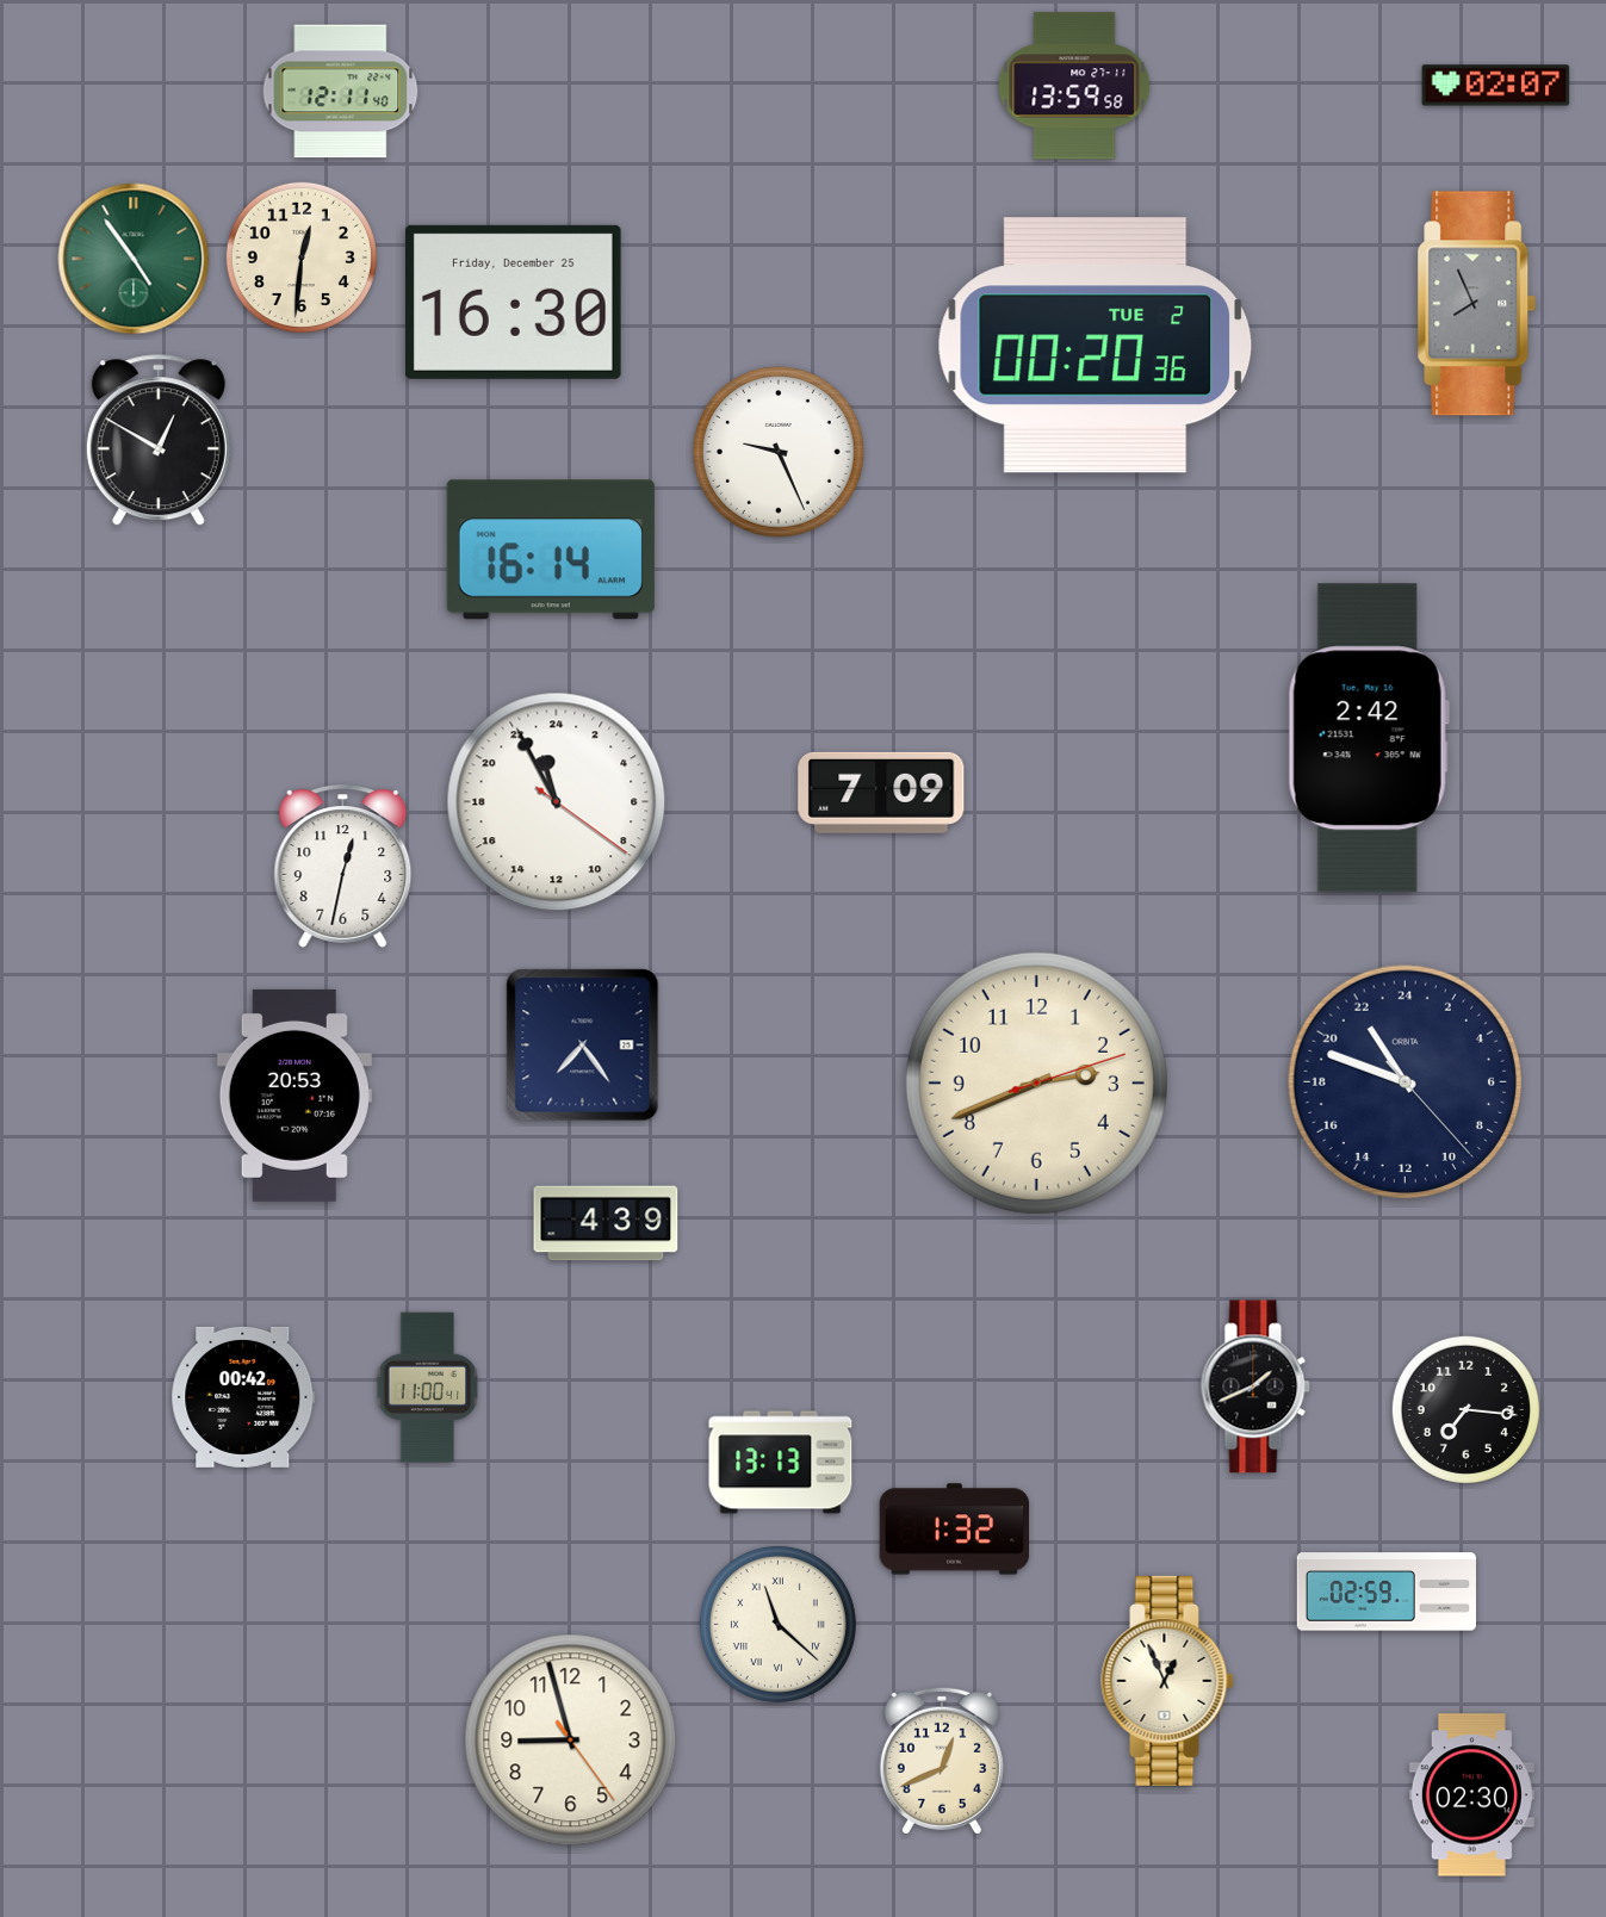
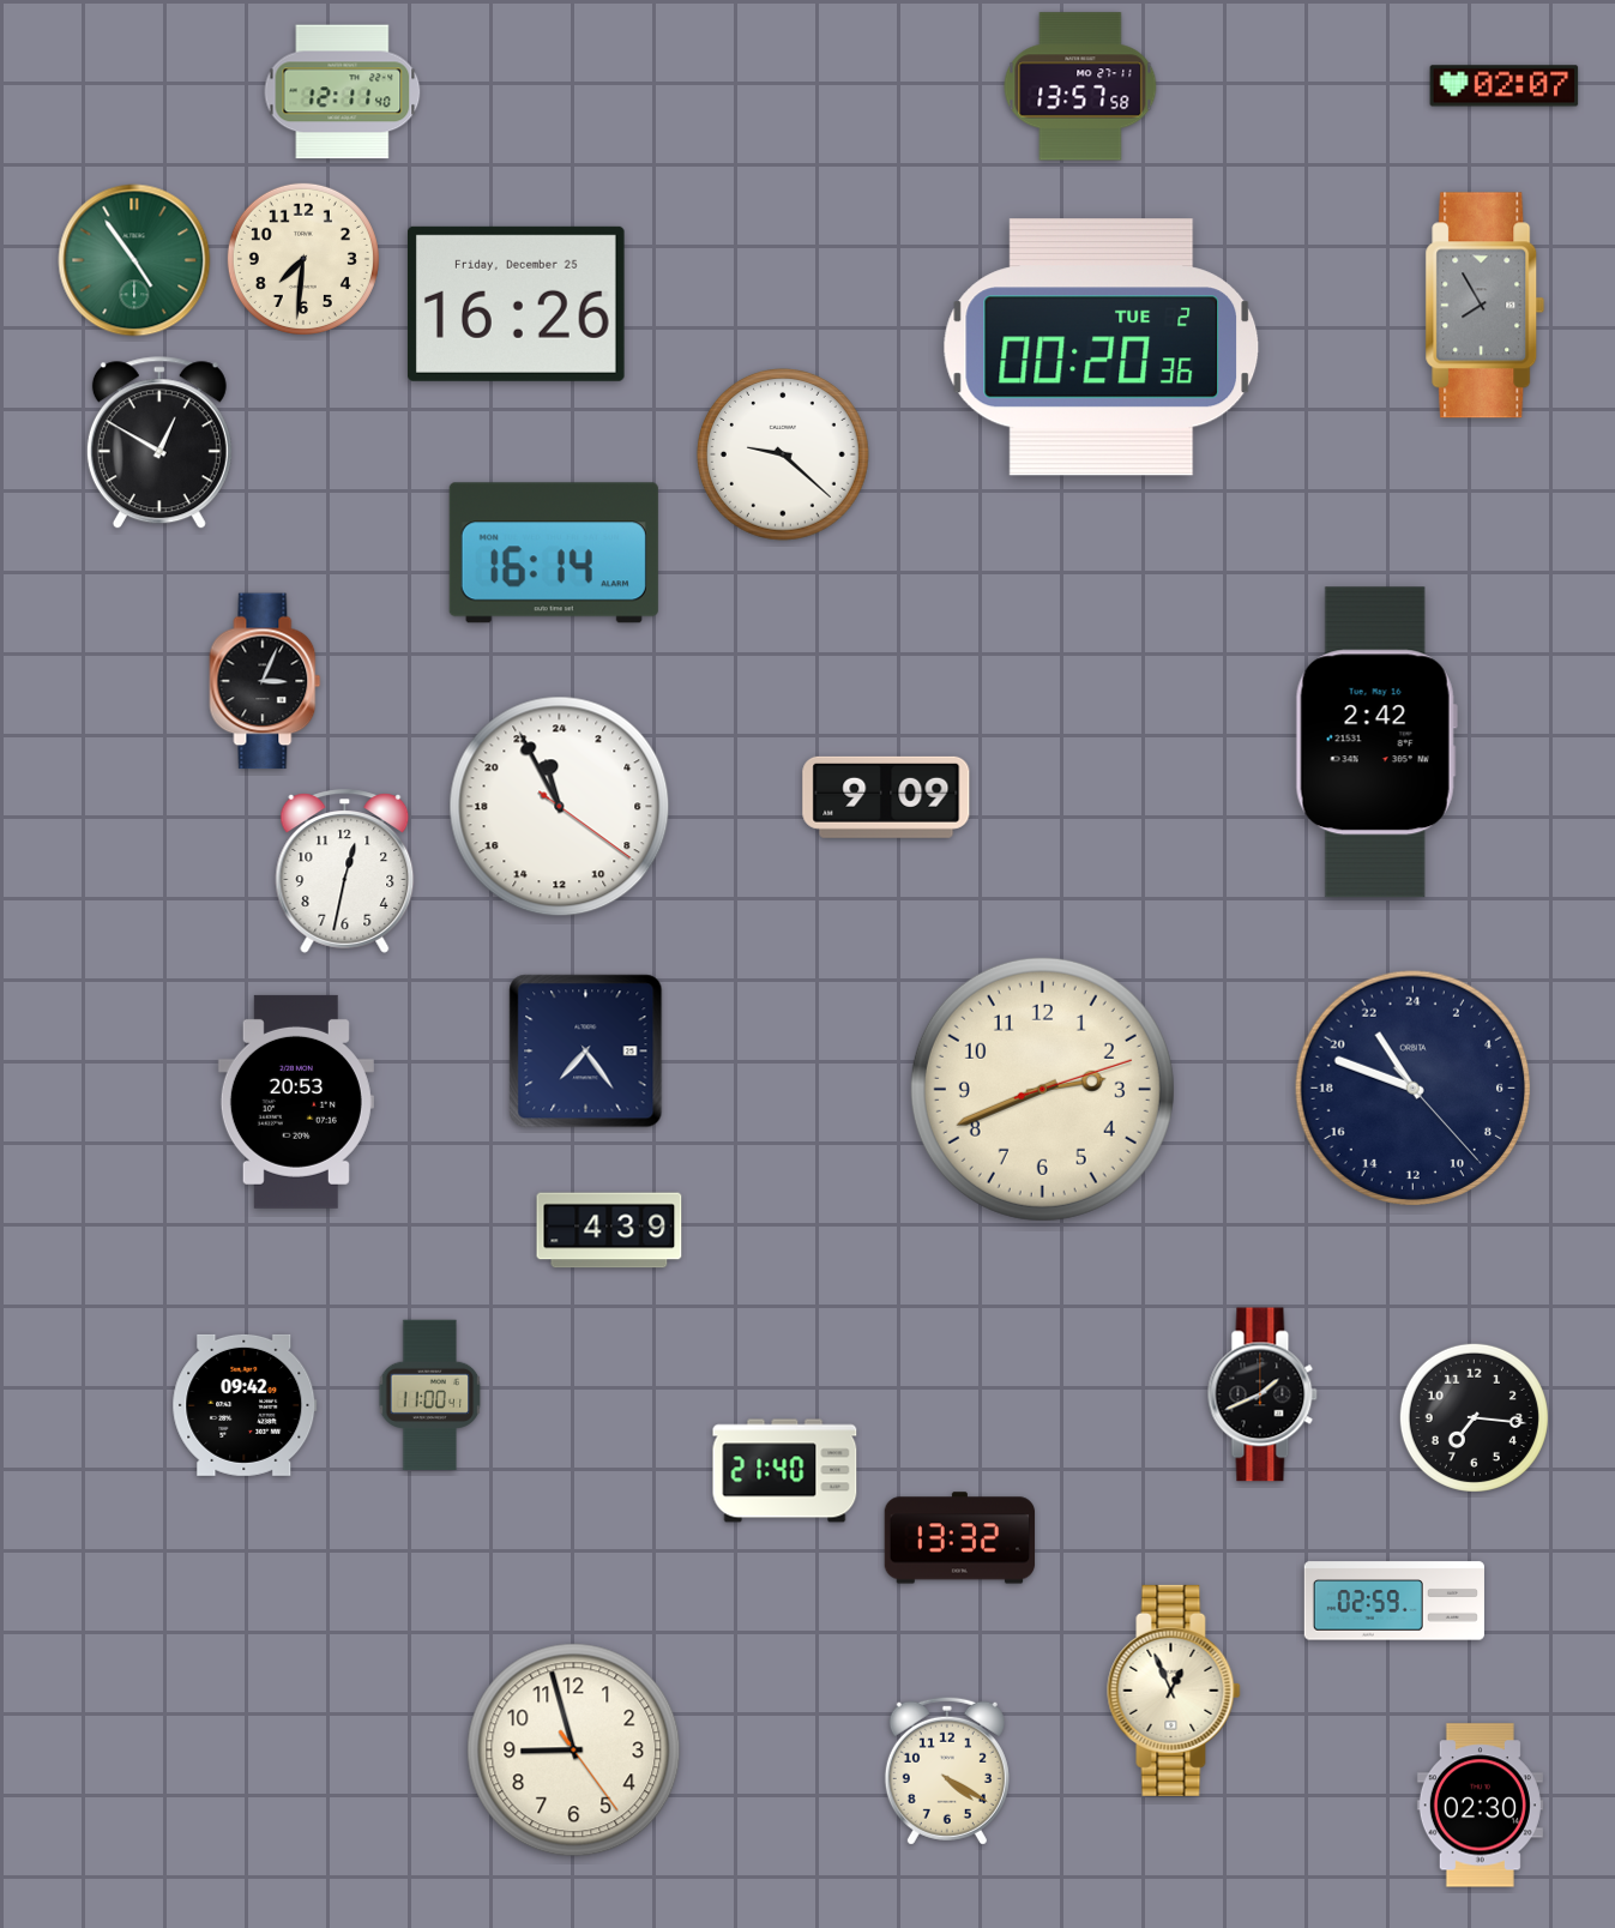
clock at (1074, 86): 13:59 -> 13:57
clock at (302, 258): 12:31 -> 7:31
clock at (513, 302): 16:30 -> 16:26
clock at (1477, 304): 7:56 -> 7:55
clock at (780, 453): 9:26 -> 9:22
clock at (265, 681): none -> 3:04
clock at (881, 793): 7:09 -> 9:09
clock at (243, 1397): 00:42 -> 09:42
clock at (781, 1463): 13:13 -> 21:40
clock at (955, 1530): 1:32 -> 13:32
clock at (777, 1624): 11:22 -> none
clock at (942, 1761): 12:41 -> 4:20
